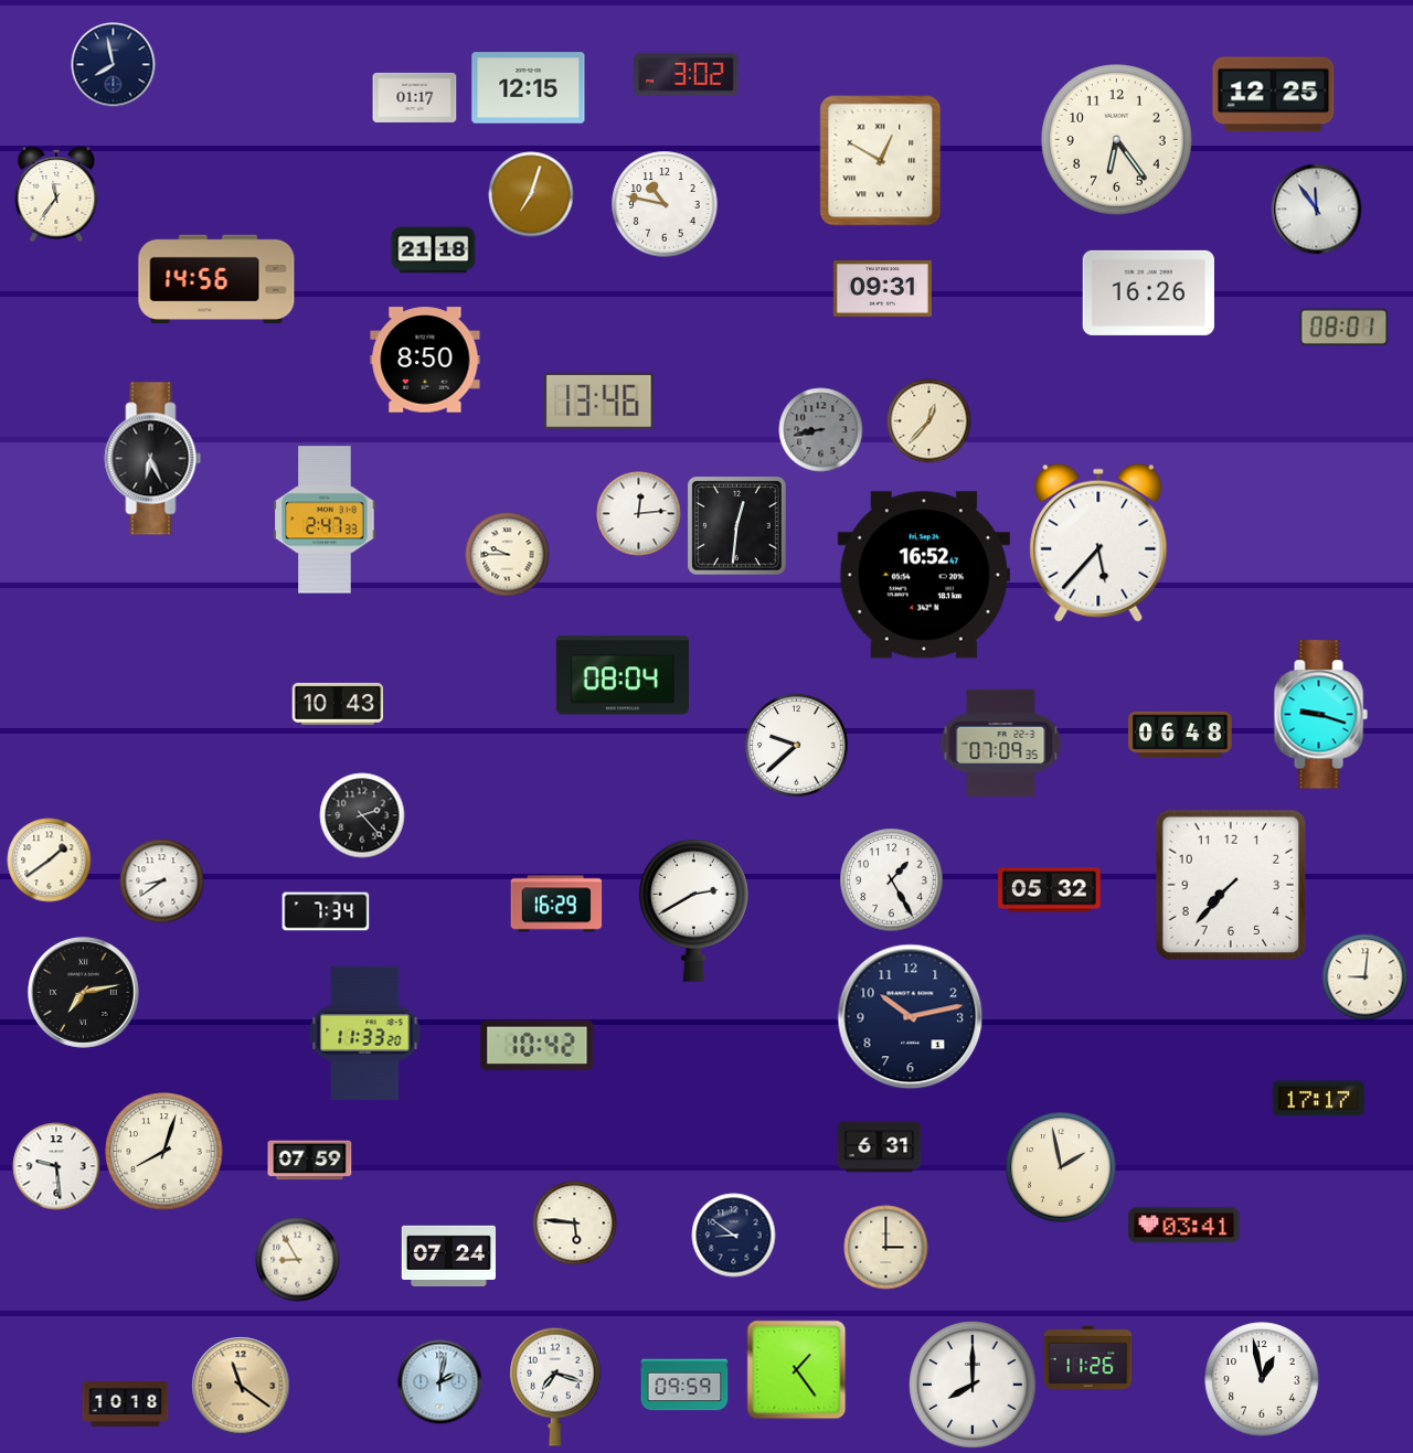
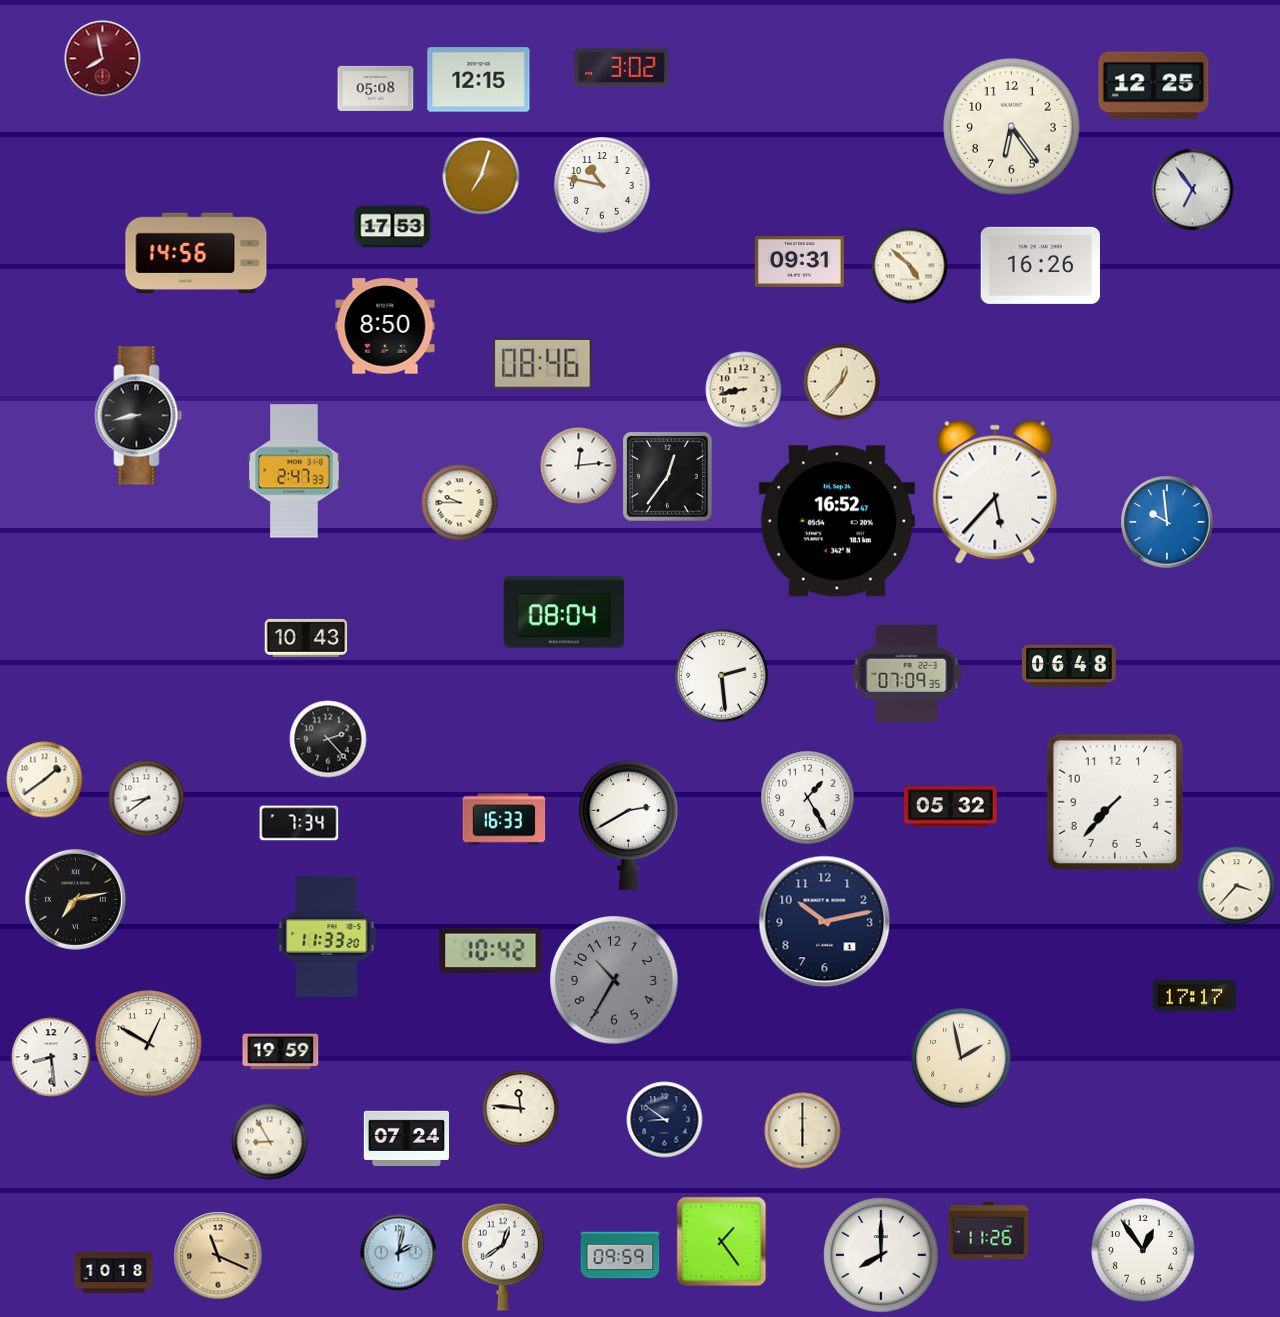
clock at (114, 65) dial: navy -> burgundy
clock at (415, 97): 01:17 -> 05:08
clock at (881, 161): 12:50 -> none
clock at (56, 194): 11:36 -> none
clock at (1317, 210): 11:54 -> 6:54
clock at (434, 250): 21:18 -> 17:53
clock at (910, 266): none -> 4:52
clock at (1345, 327): 08:01 -> none
clock at (599, 402): 13:46 -> 08:46
clock at (821, 430) dial: grey -> cream
clock at (153, 459): 6:26 -> 8:43
clock at (737, 526): 12:31 -> 12:36
clock at (1167, 522): none -> 9:59
clock at (1320, 715): 9:18 -> none
clock at (797, 746): 9:38 -> 2:29
clock at (556, 904): 16:29 -> 16:33
clock at (326, 911) position: (326, 911) -> (299, 823)
clock at (1366, 977): 9:01 -> 3:37
clock at (365, 1033) position: (365, 1033) -> (327, 936)
clock at (538, 1046) position: (538, 1046) -> (491, 951)
clock at (615, 981): none -> 10:35
clock at (880, 1147): 6:31 -> none
clock at (164, 1152): 8:03 -> 12:50
clock at (310, 1161): 07:59 -> 19:59
clock at (56, 1166): 9:29 -> 8:29
clock at (575, 1224): 5:46 -> 11:46
clock at (1184, 1226): 03:41 -> none
clock at (886, 1248): 3:00 -> 6:00
clock at (1088, 1358) position: (1088, 1358) -> (989, 1231)
clock at (1262, 1379): 12:58 -> 12:54
clock at (241, 1386): 11:21 -> 11:19
clock at (555, 1387): 7:18 -> 12:39
